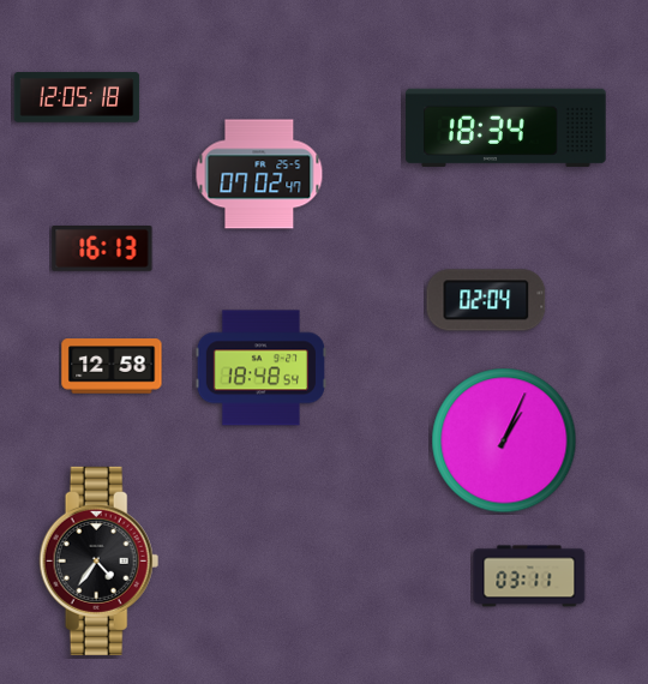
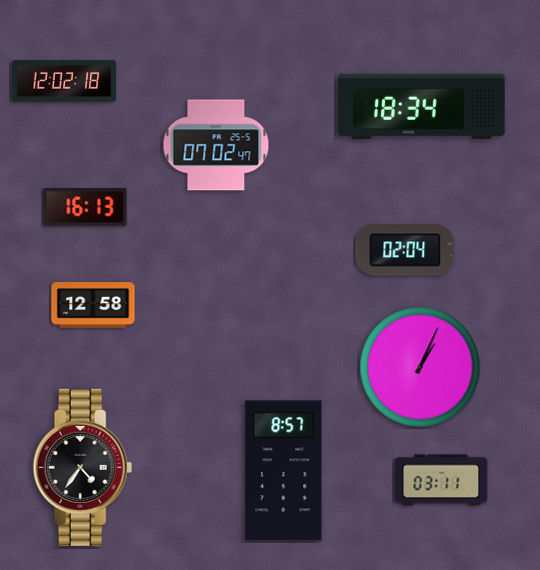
clock at (77, 97): 12:05 -> 12:02
clock at (260, 368): 18:48 -> none
clock at (284, 471): none -> 8:57
